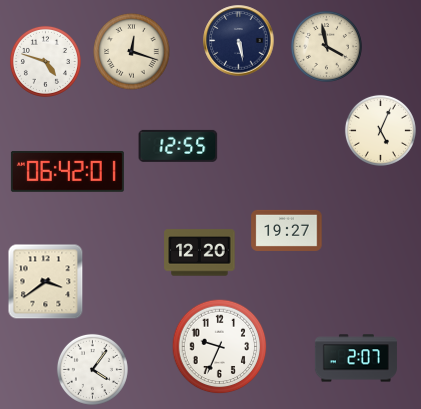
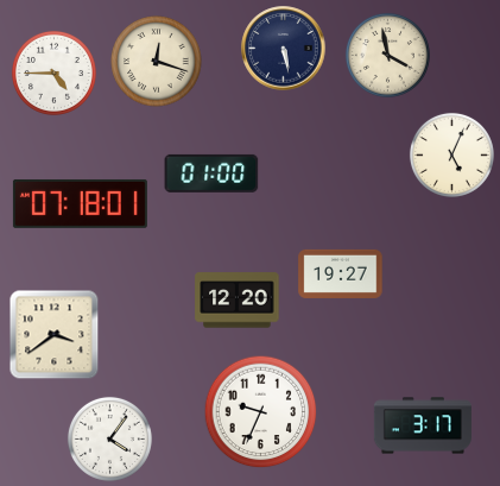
clock at (45, 61): 4:48 -> 4:45
clock at (178, 146): 12:55 -> 01:00
clock at (67, 171): 06:42 -> 07:18
clock at (356, 358): 2:07 -> 3:17
